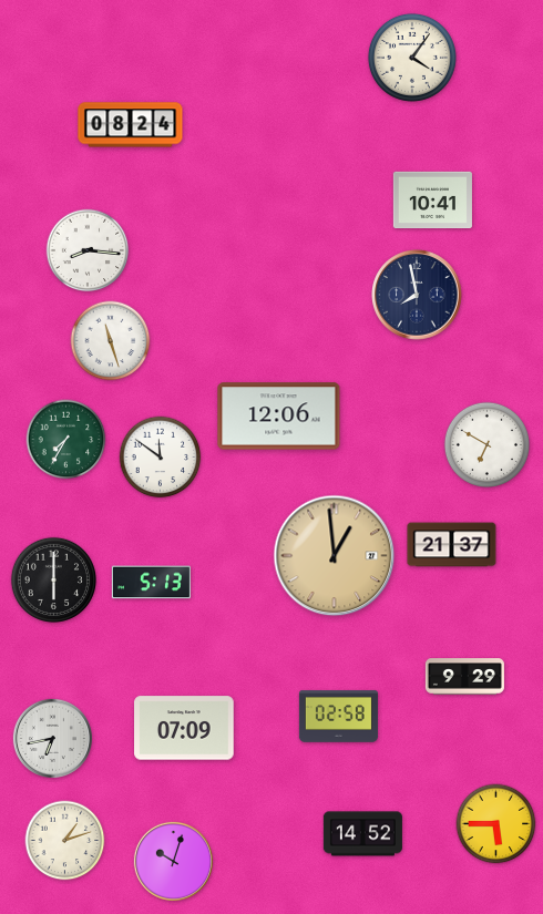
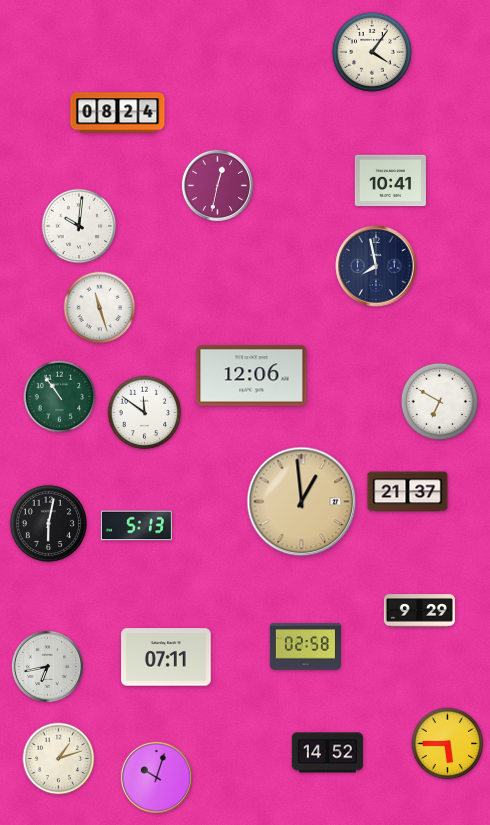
clock at (217, 185): none -> 12:32
clock at (88, 250): 8:16 -> 10:01
clock at (66, 440): 7:35 -> 10:54
clock at (53, 579): 6:00 -> 6:02
clock at (184, 728): 07:09 -> 07:11
